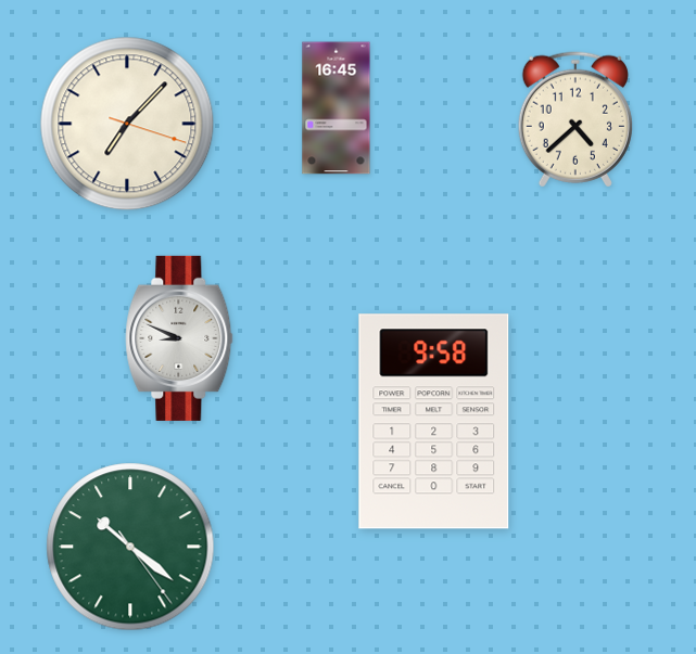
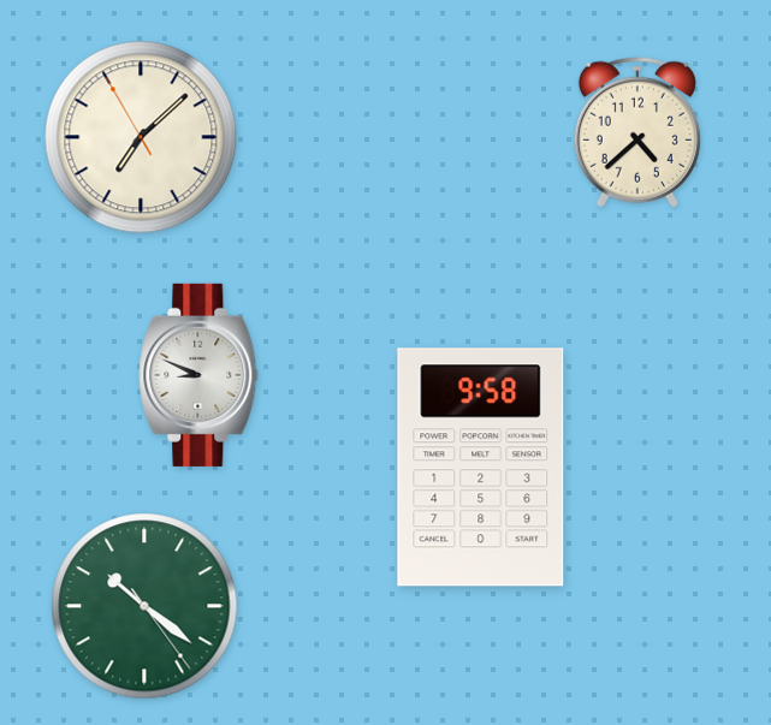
clock at (337, 108): 16:45 -> none
clock at (127, 124): 7:07:18 -> 7:07:55
